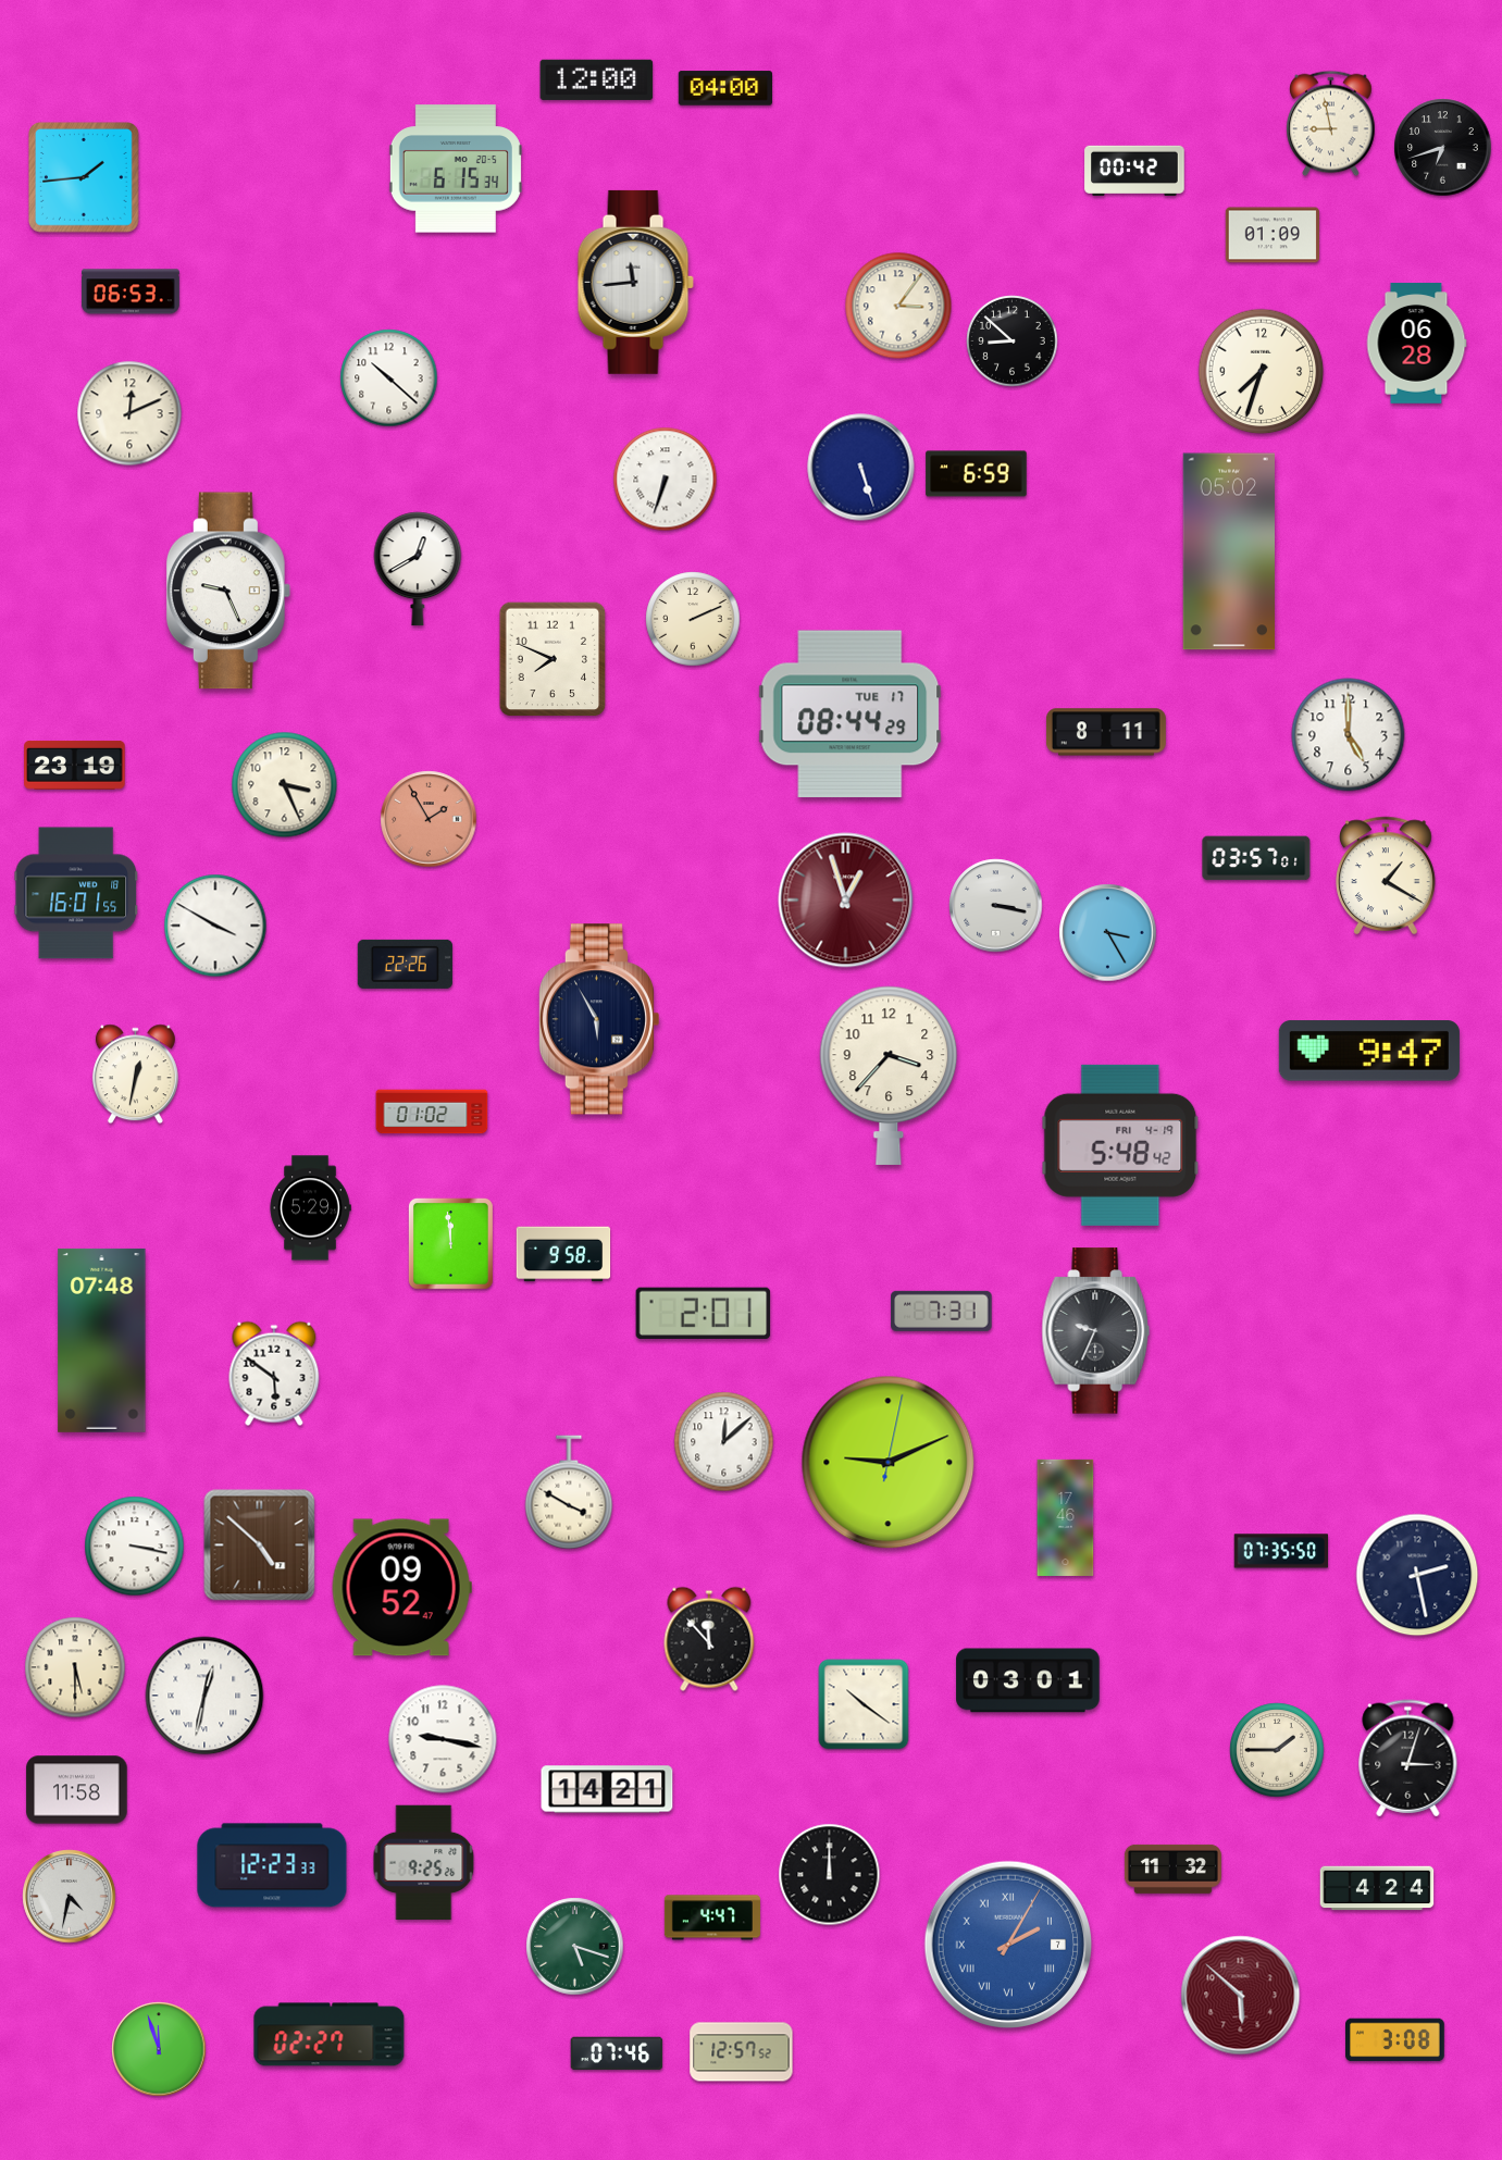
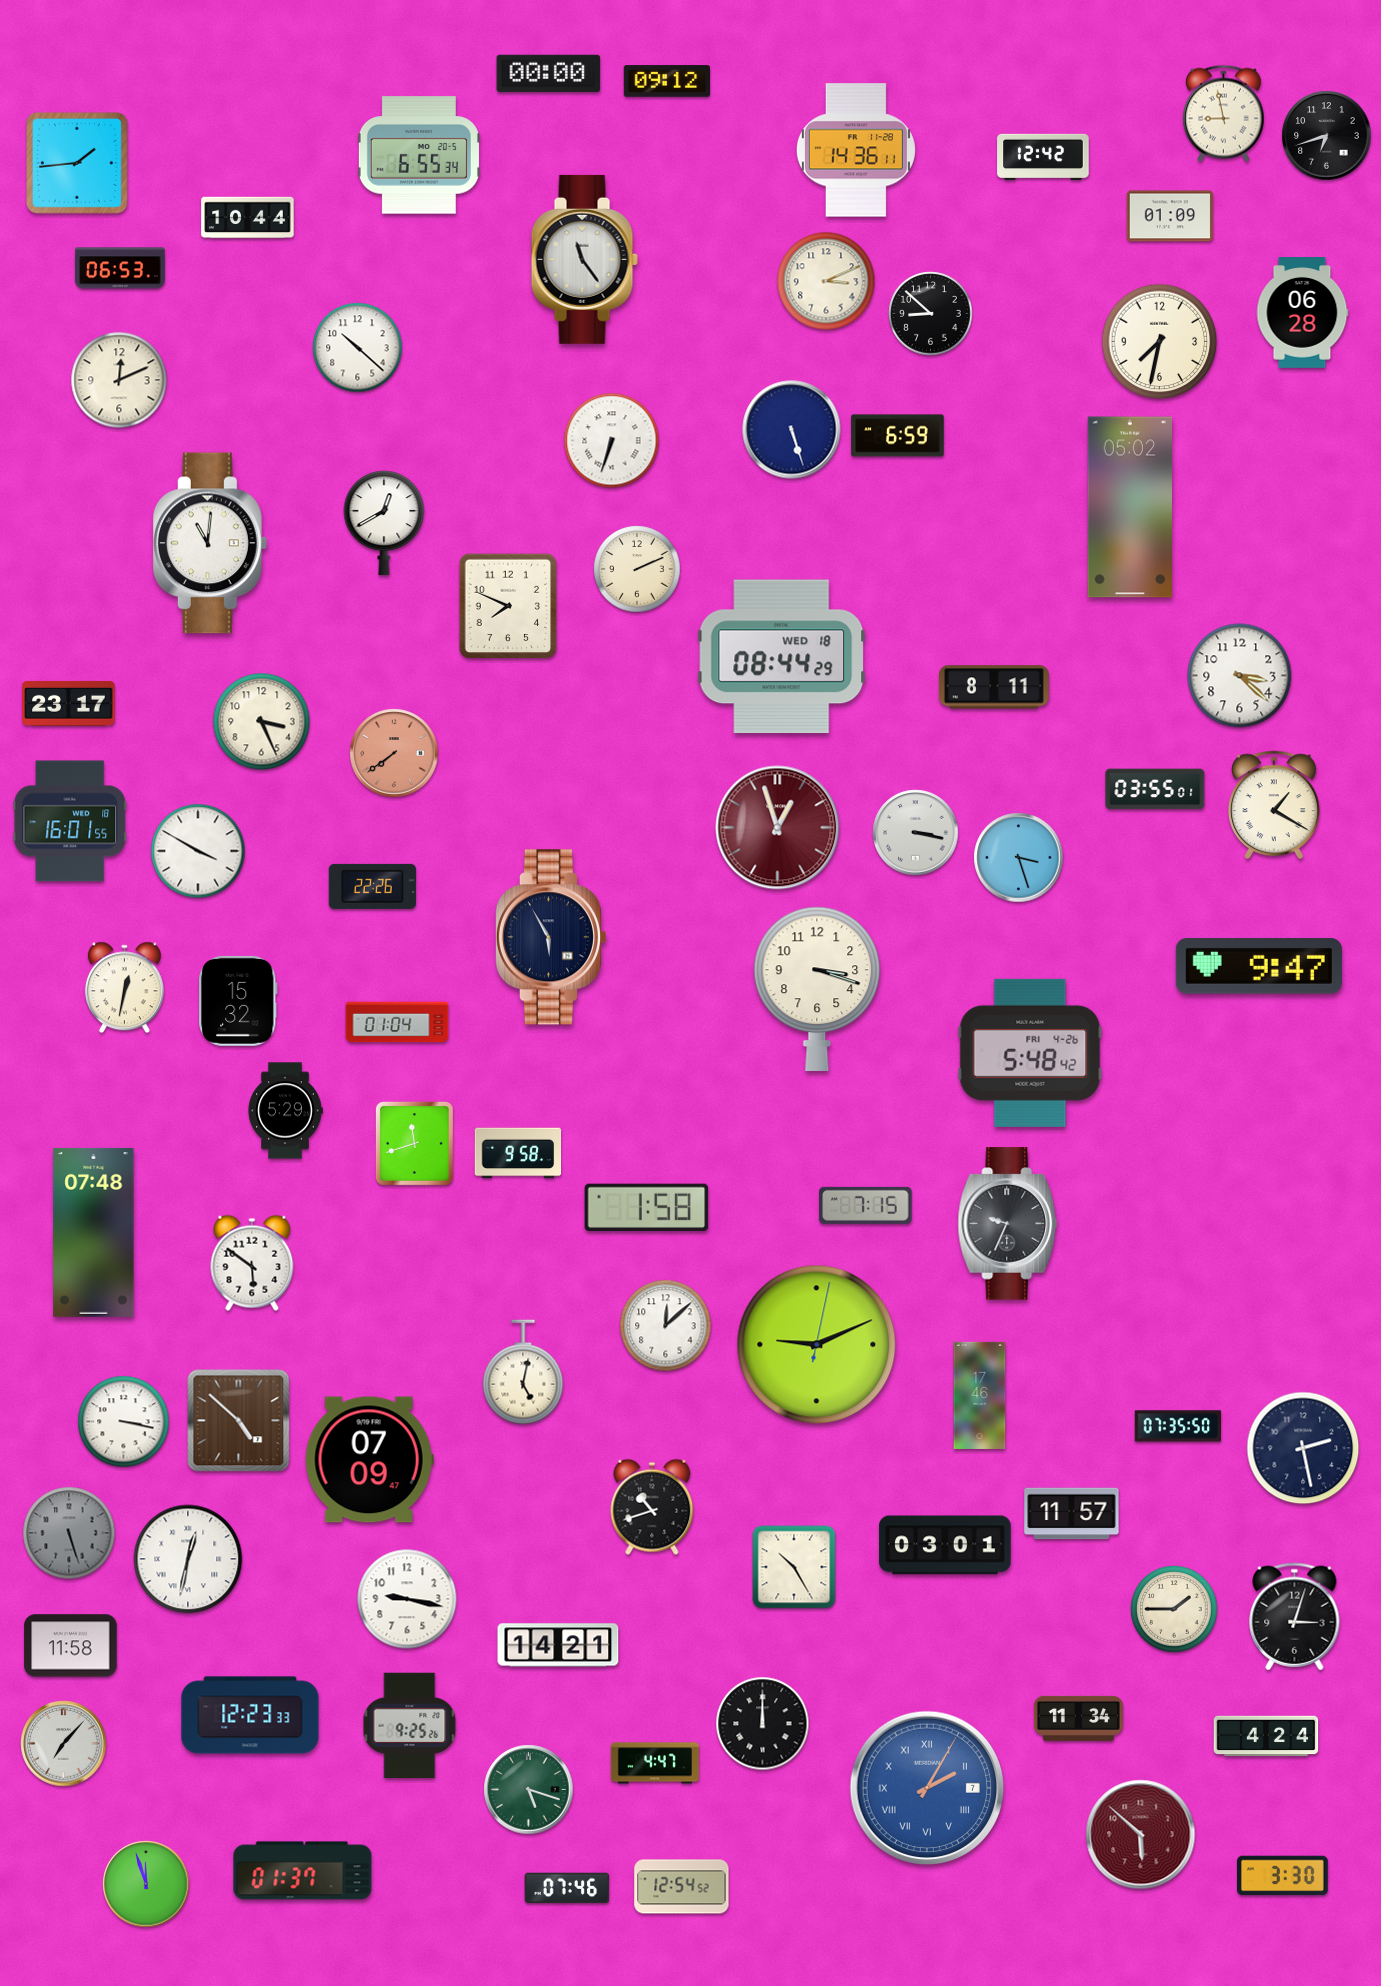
clock at (597, 79): 12:00 -> 00:00
clock at (724, 88): 04:00 -> 09:12
clock at (856, 150): none -> 14:36
clock at (456, 169): 6:15 -> 6:55
clock at (1134, 170): 00:42 -> 12:42
clock at (248, 218): none -> 10:44
clock at (635, 282): 11:44 -> 11:24
clock at (898, 306): 3:06 -> 3:11
clock at (1416, 344) position: (1416, 344) -> (1302, 313)
clock at (1262, 372): 7:33 -> 7:32
clock at (228, 591): 9:26 -> 11:01
clock at (851, 715) date: TUE 17 -> WED 18
clock at (1106, 732) position: (1106, 732) -> (994, 687)
clock at (1349, 735): 5:00 -> 3:22
clock at (75, 765): 23:19 -> 23:17
clock at (429, 819): 1:55 -> 7:39
clock at (1256, 858): 03:57 -> 03:55
clock at (1108, 933): 3:25 -> 3:27
clock at (889, 1076): 3:37 -> 3:18
clock at (238, 1001): none -> 15:32
clock at (432, 1112): 01:02 -> 01:04
clock at (1120, 1145) date: FRI 4-19 -> FRI 4-26
clock at (450, 1243): 11:59 -> 11:42
clock at (942, 1311): 7:31 -> 7:15
clock at (704, 1314): 2:01 -> 1:58
clock at (569, 1492): 3:50 -> 5:02
clock at (401, 1588): 09:52 -> 07:09
clock at (709, 1639): 11:53 -> 10:42
clock at (1072, 1514): none -> 11:57
clock at (75, 1667): 5:30 -> 5:27
clock at (75, 1667) dial: cream -> grey
clock at (864, 1704): 10:21 -> 10:25
clock at (424, 1863) position: (424, 1863) -> (410, 1726)
clock at (1172, 1869): 11:32 -> 11:34
clock at (70, 1897): 4:32 -> 7:07
clock at (330, 2035): 02:27 -> 01:37
clock at (1395, 2040): 3:08 -> 3:30
clock at (742, 2052): 12:57 -> 12:54
